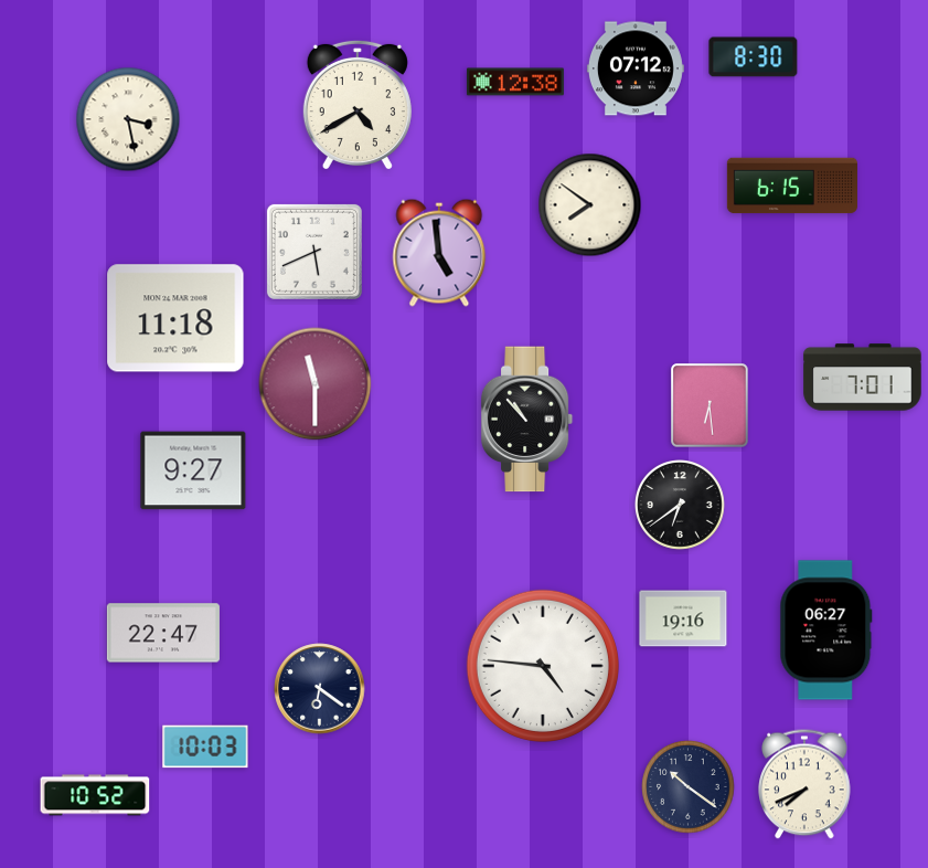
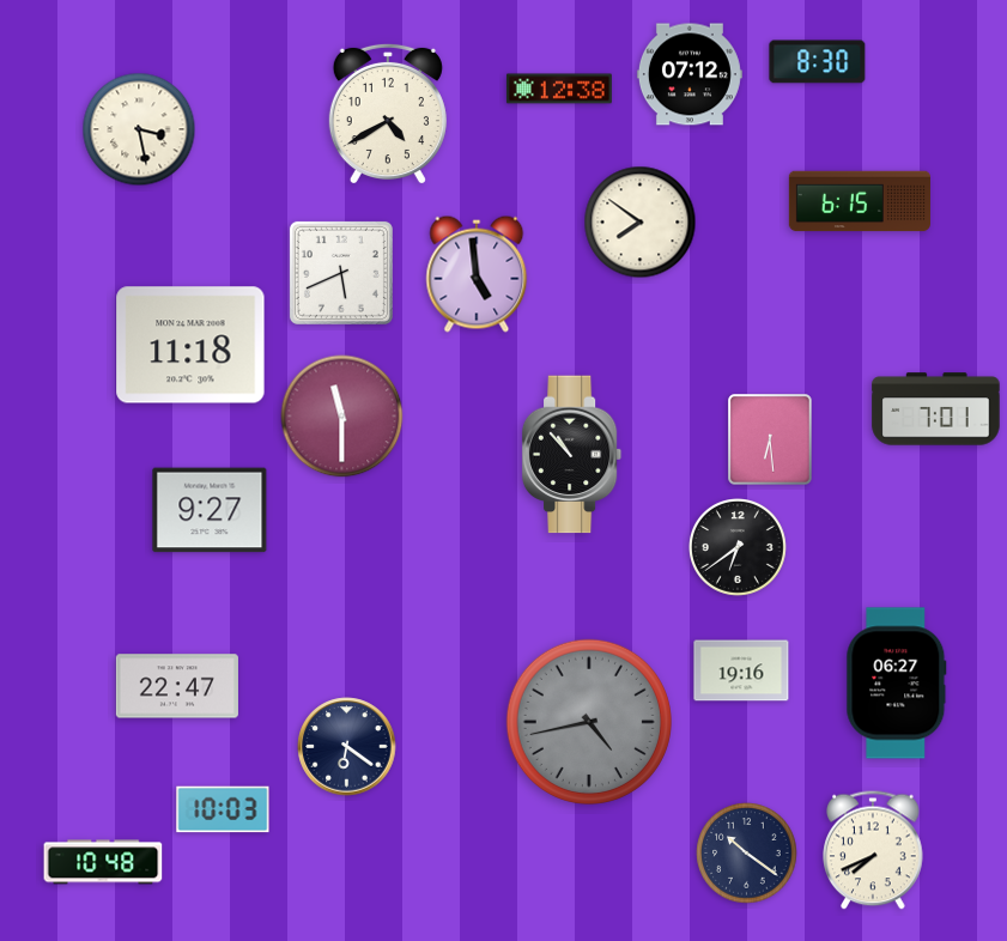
clock at (543, 666): 4:46 -> 4:43
clock at (543, 666) dial: white -> grey
clock at (95, 795): 10:52 -> 10:48
